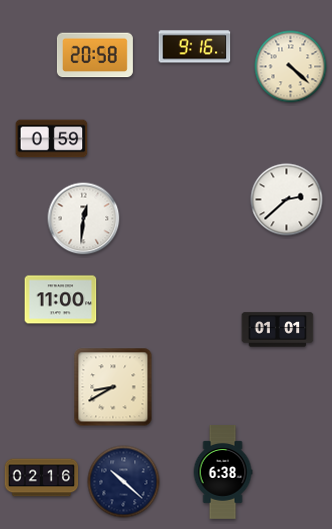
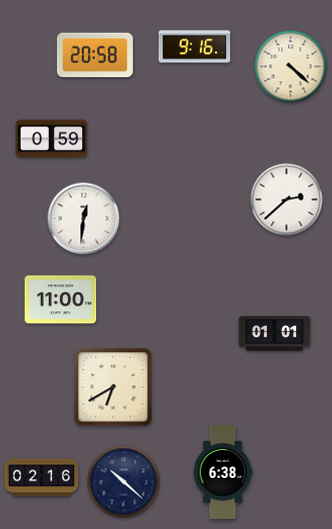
clock at (278, 330) position: (278, 330) -> (275, 334)
clock at (113, 387): 8:40 -> 6:40
